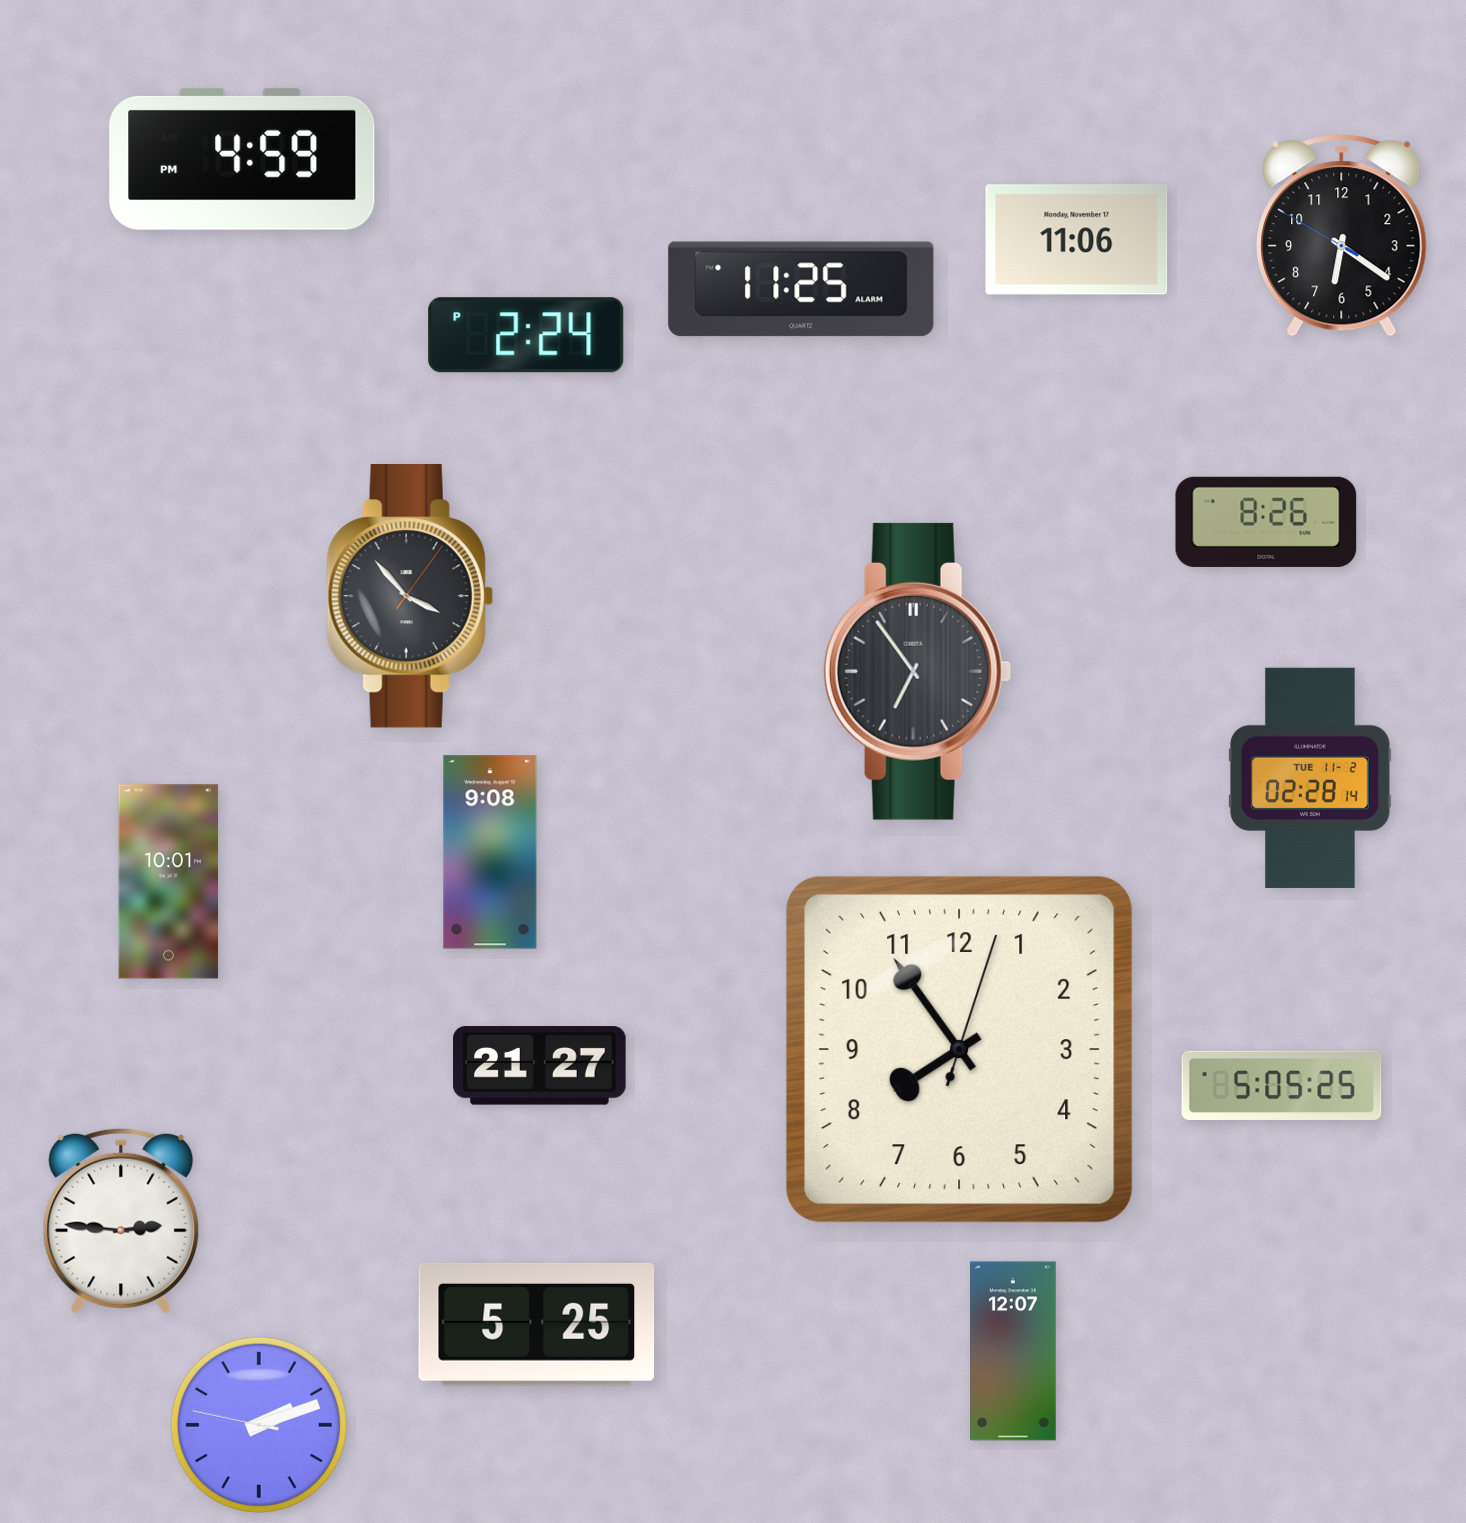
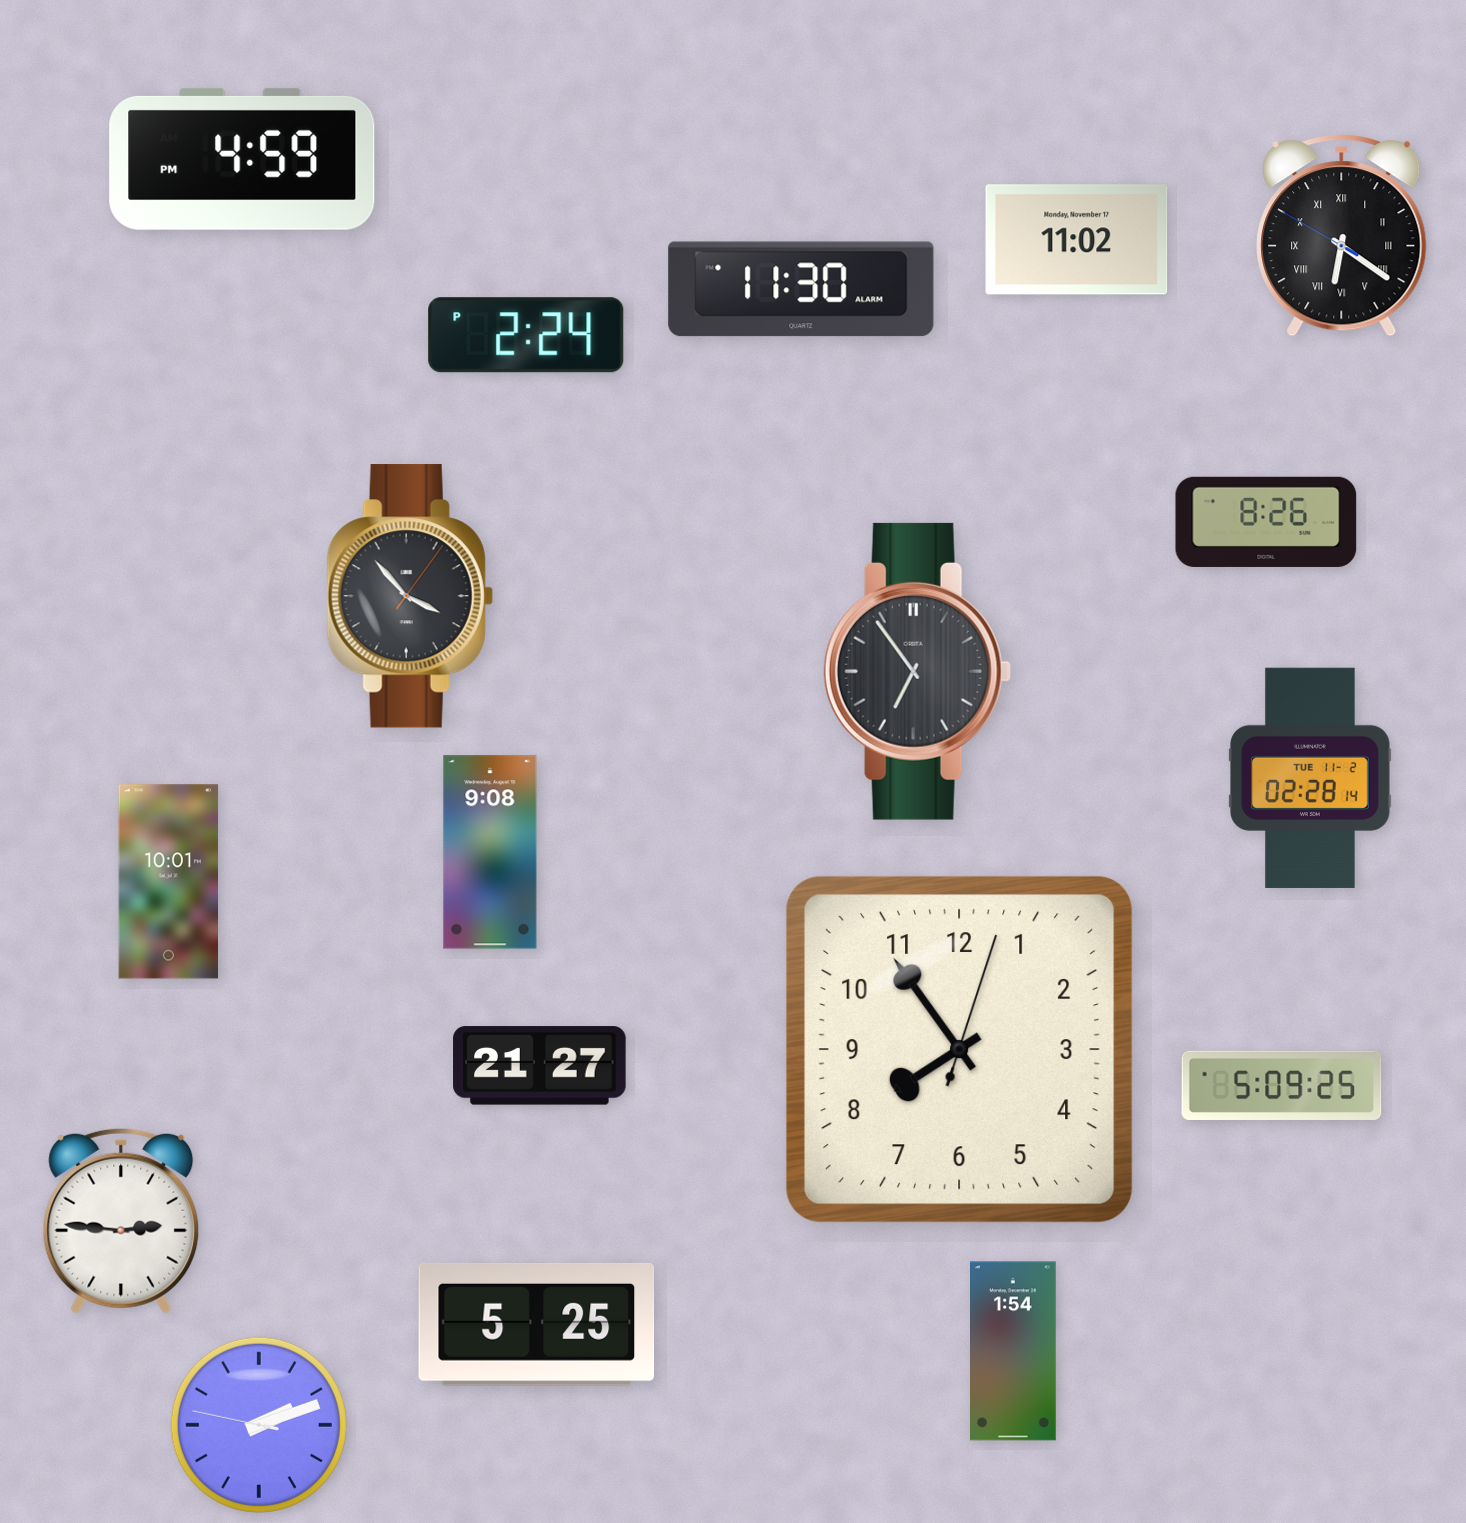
clock at (1342, 236) numerals: Arabic -> Roman
clock at (1077, 240): 11:06 -> 11:02
clock at (801, 289): 11:25 -> 11:30
clock at (1282, 1085): 5:05 -> 5:09
clock at (1014, 1351): 12:07 -> 1:54
